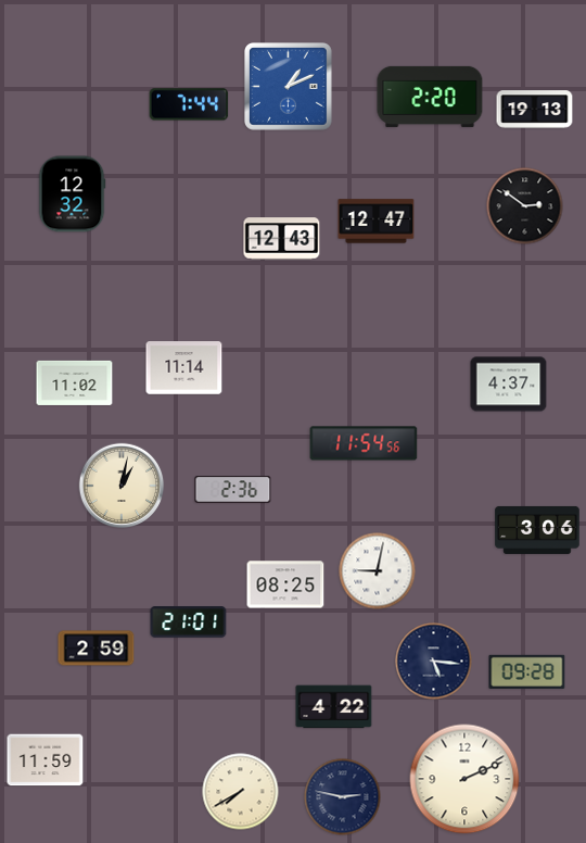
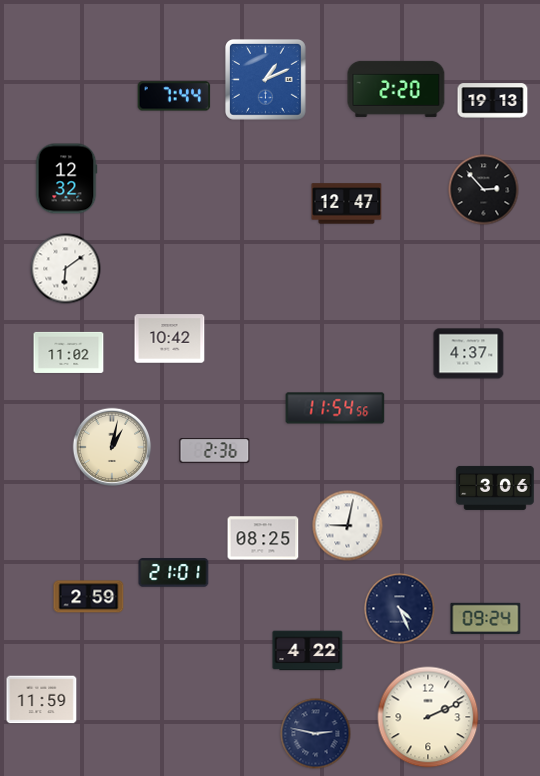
clock at (525, 206): 2:51 -> 2:53
clock at (282, 239): 12:43 -> none
clock at (66, 269): none -> 6:09
clock at (184, 368): 11:14 -> 10:42
clock at (434, 662): 5:16 -> 4:26
clock at (527, 671): 09:28 -> 09:24
clock at (241, 792): 7:40 -> none
